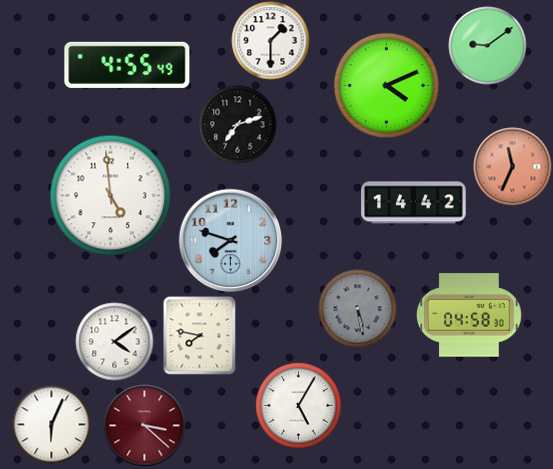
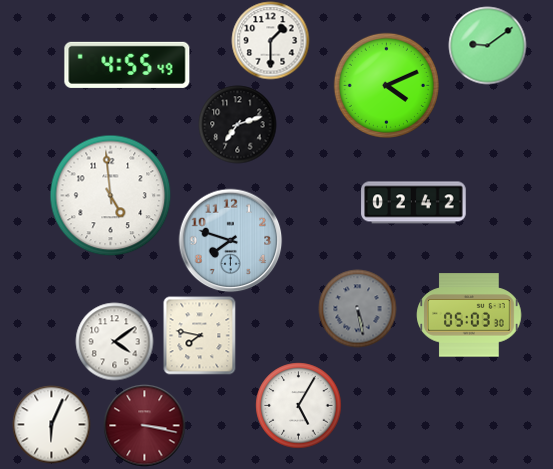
clock at (512, 166): 11:34 -> none
clock at (414, 203): 14:42 -> 02:42
clock at (469, 315): 04:58 -> 05:03
clock at (144, 425): 3:22 -> 3:17
